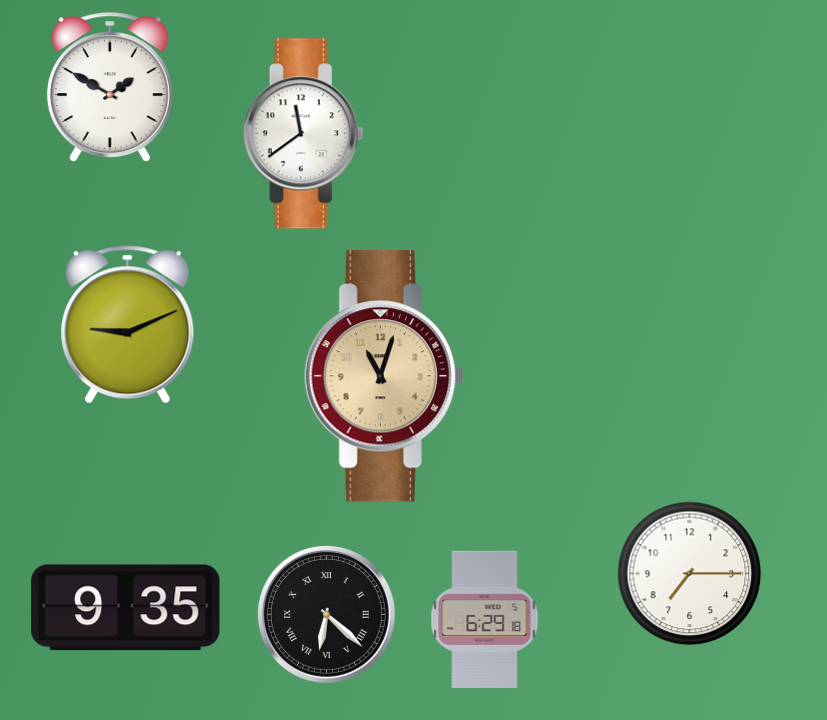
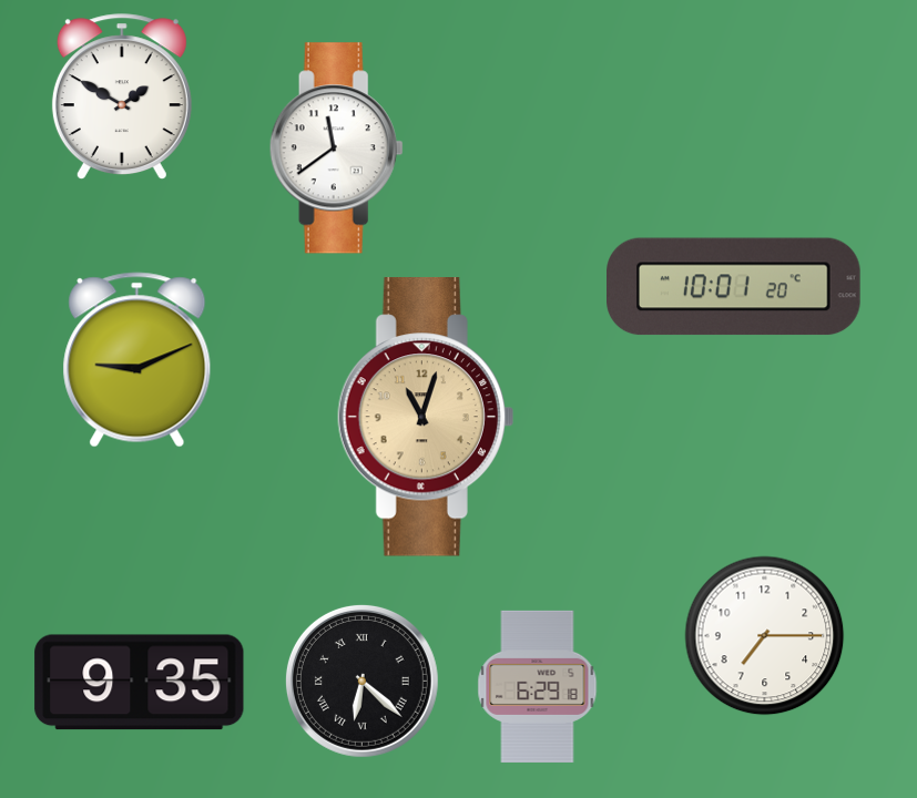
clock at (734, 287): none -> 10:01
clock at (128, 325) position: (128, 325) -> (137, 360)
clock at (126, 608) position: (126, 608) -> (140, 683)
